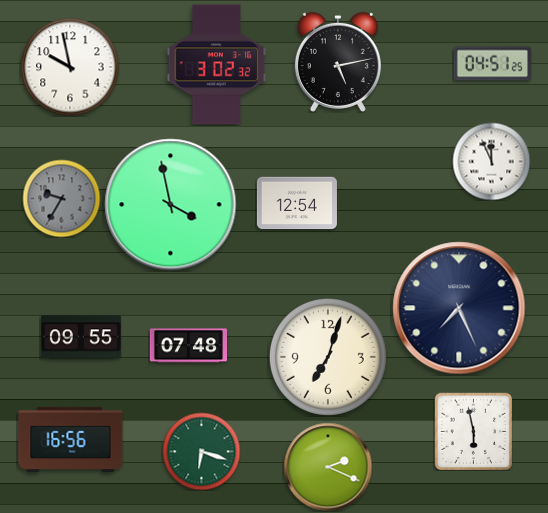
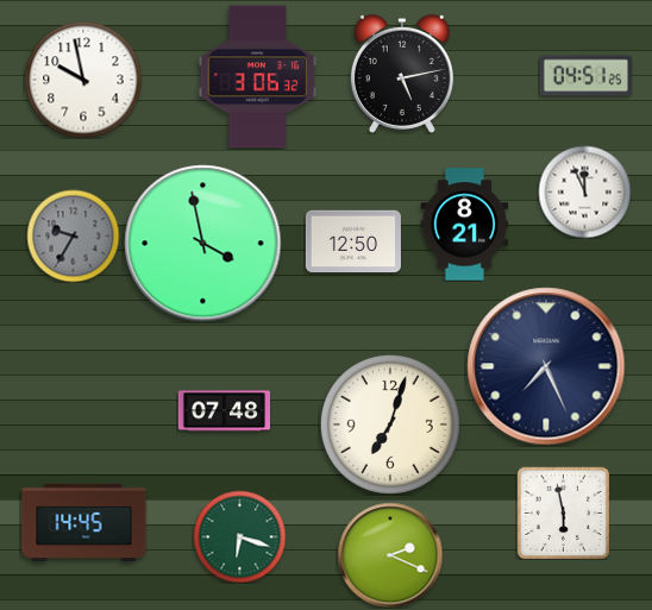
clock at (217, 65): 3:02 -> 3:06
clock at (465, 225): none -> 8:21
clock at (297, 203): 12:54 -> 12:50
clock at (81, 337): 09:55 -> none
clock at (71, 439): 16:56 -> 14:45
